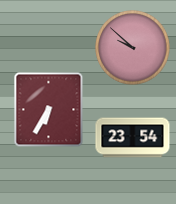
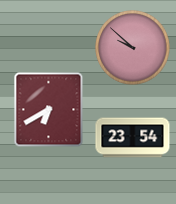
clock at (49, 110): 6:35 -> 6:40
